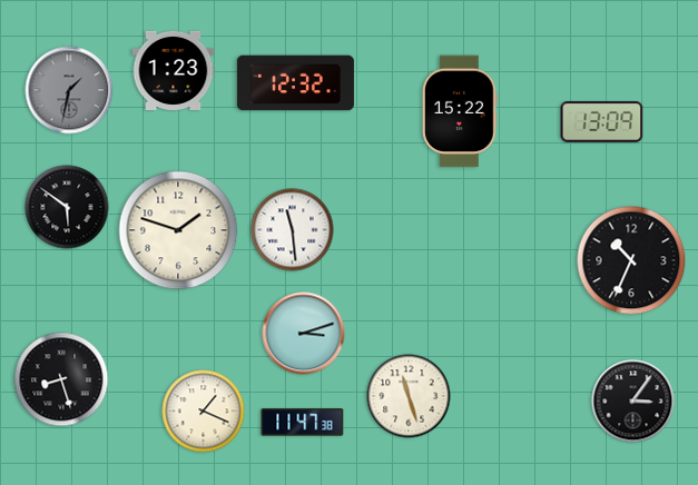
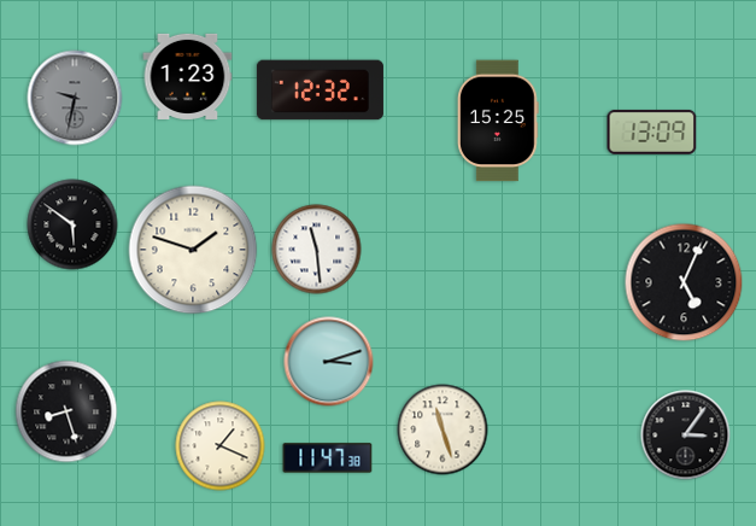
clock at (69, 90): 1:32 -> 9:32
clock at (461, 111): 15:22 -> 15:25
clock at (631, 260): 10:34 -> 5:04
